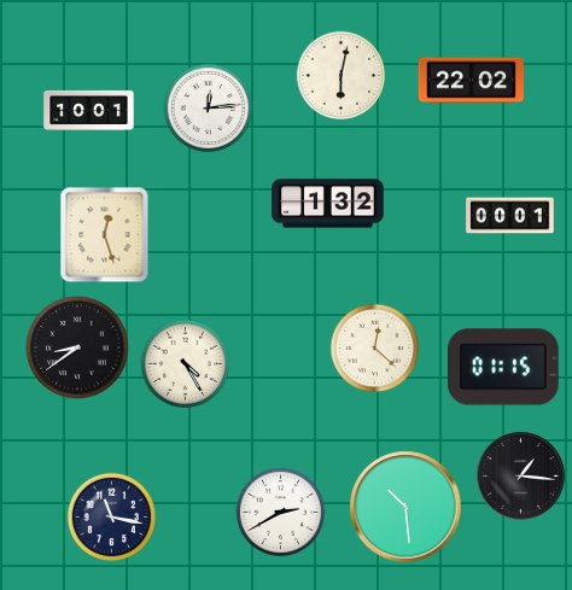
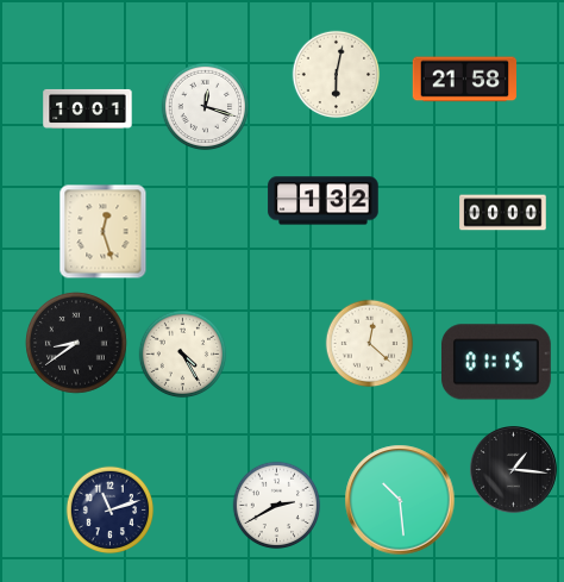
clock at (471, 81): 22:02 -> 21:58
clock at (209, 109): 12:14 -> 12:18
clock at (510, 216): 00:01 -> 00:00
clock at (186, 364) position: (186, 364) -> (183, 355)
clock at (112, 518): 11:17 -> 11:12
